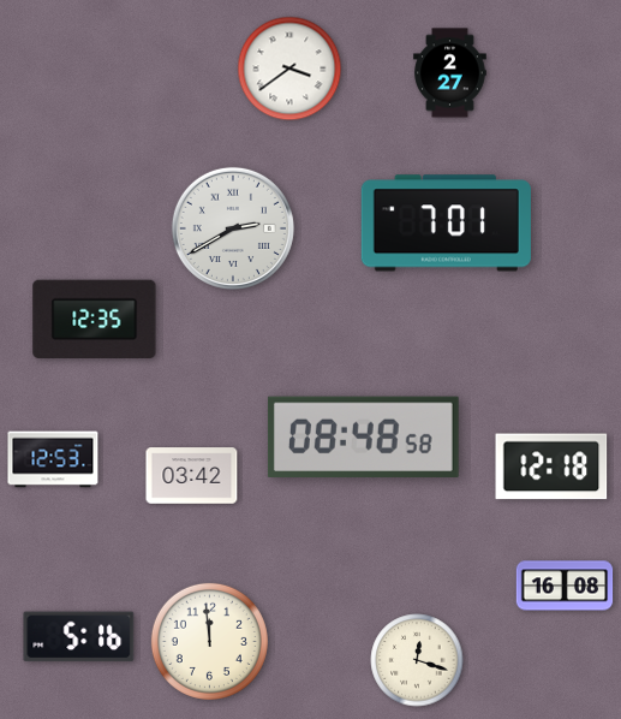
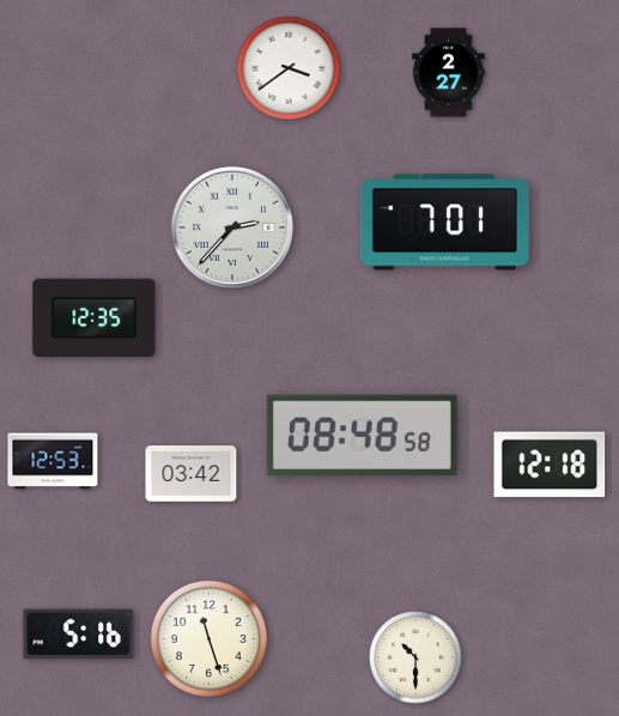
clock at (233, 228): 2:40 -> 2:37
clock at (53, 459) position: (53, 459) -> (53, 461)
clock at (565, 586): 16:08 -> none
clock at (209, 641): 11:59 -> 11:27
clock at (417, 660): 12:18 -> 10:30
